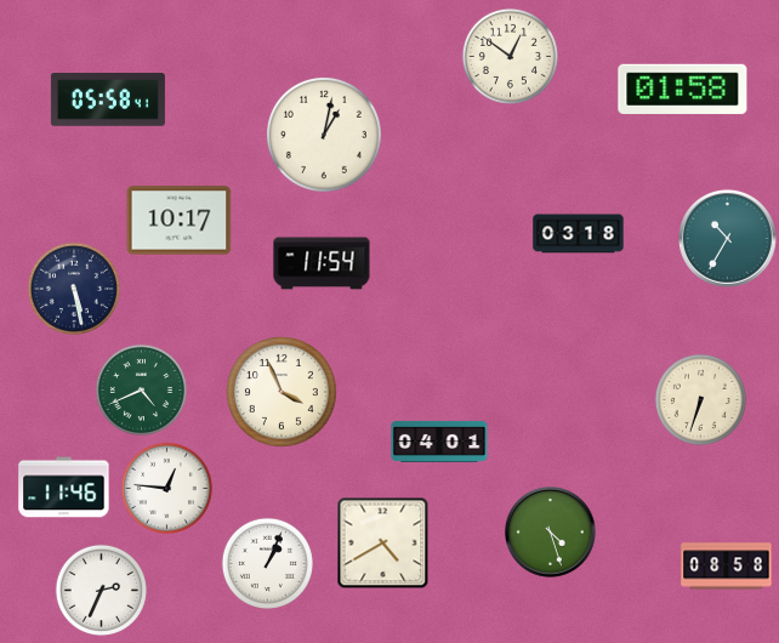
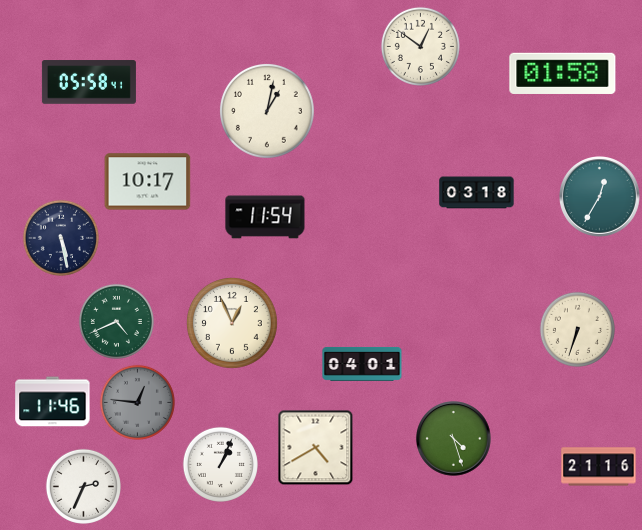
clock at (728, 239): 10:35 -> 12:35
clock at (282, 392): 3:56 -> 12:56
clock at (166, 488) dial: white -> grey
clock at (727, 567): 08:58 -> 21:16
